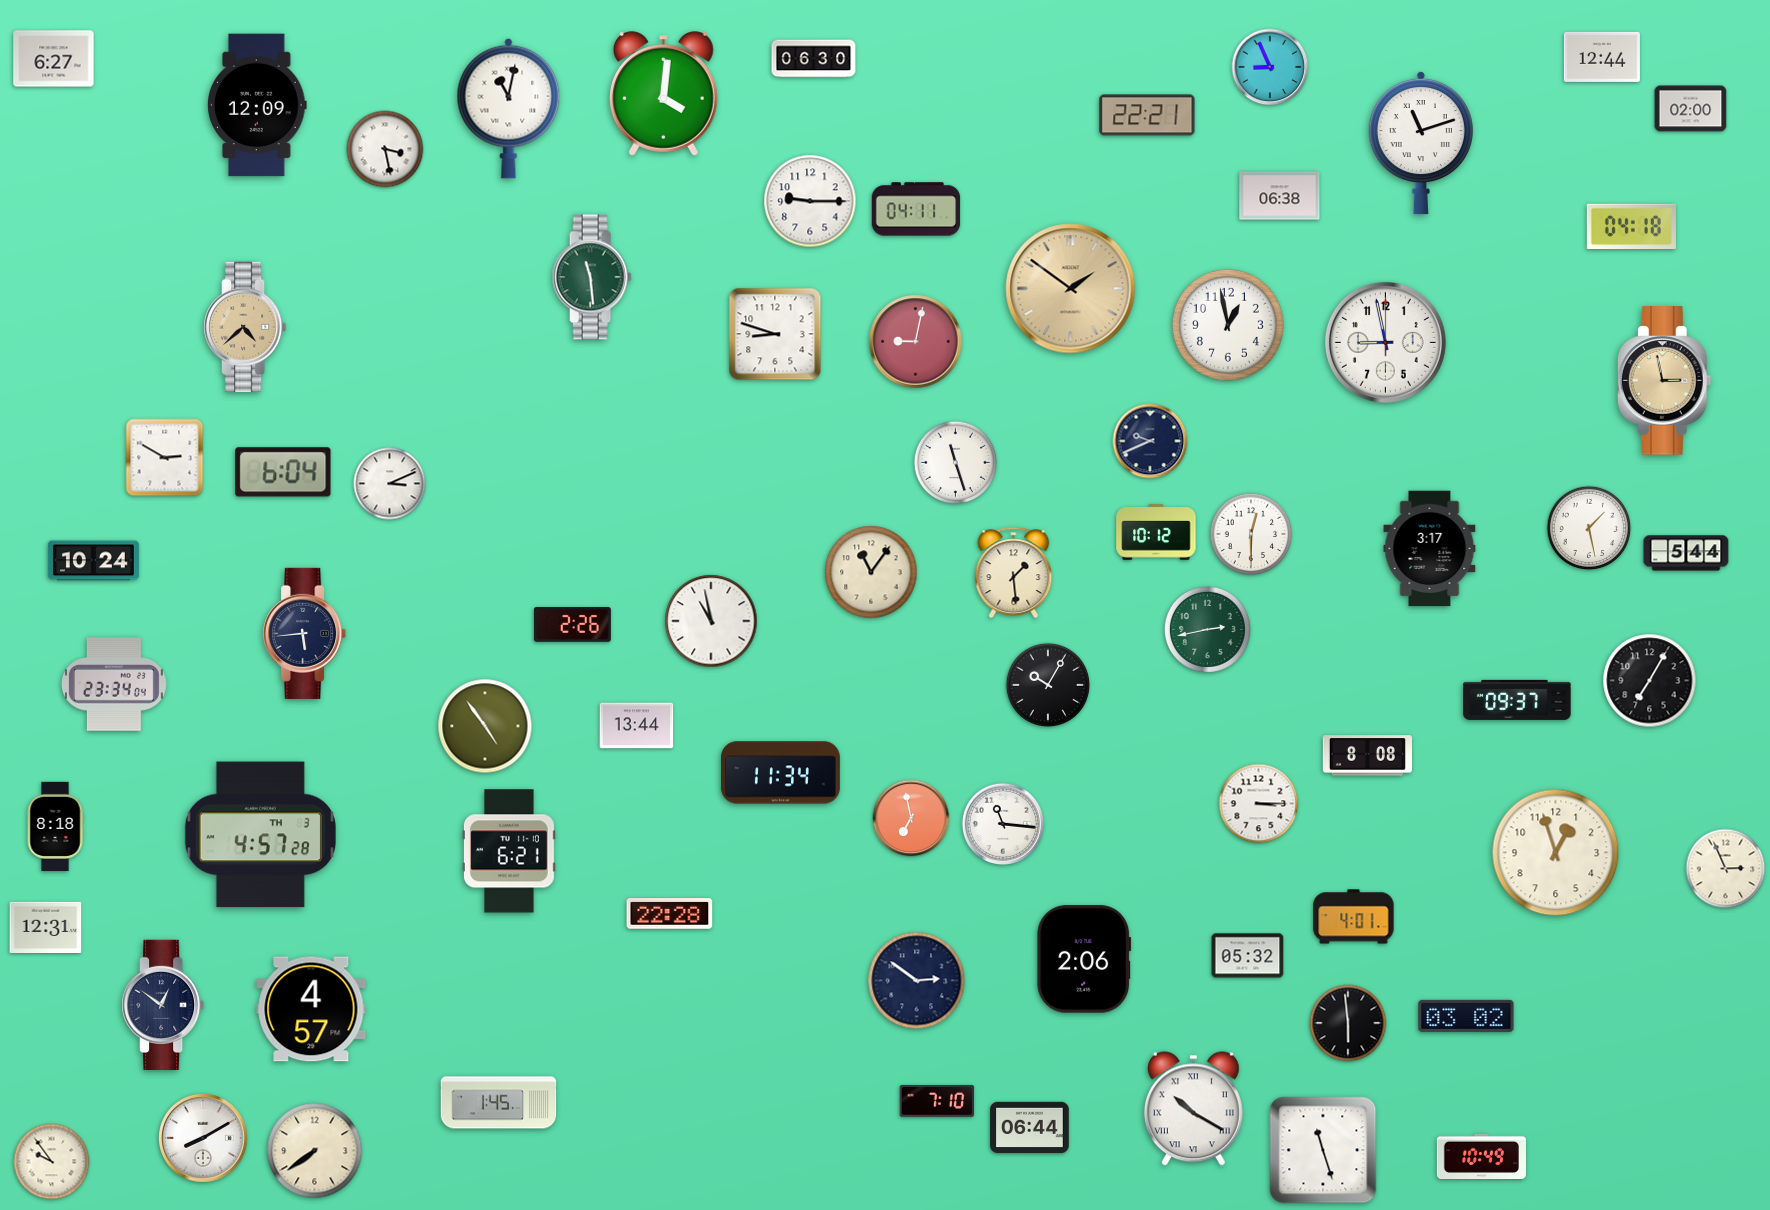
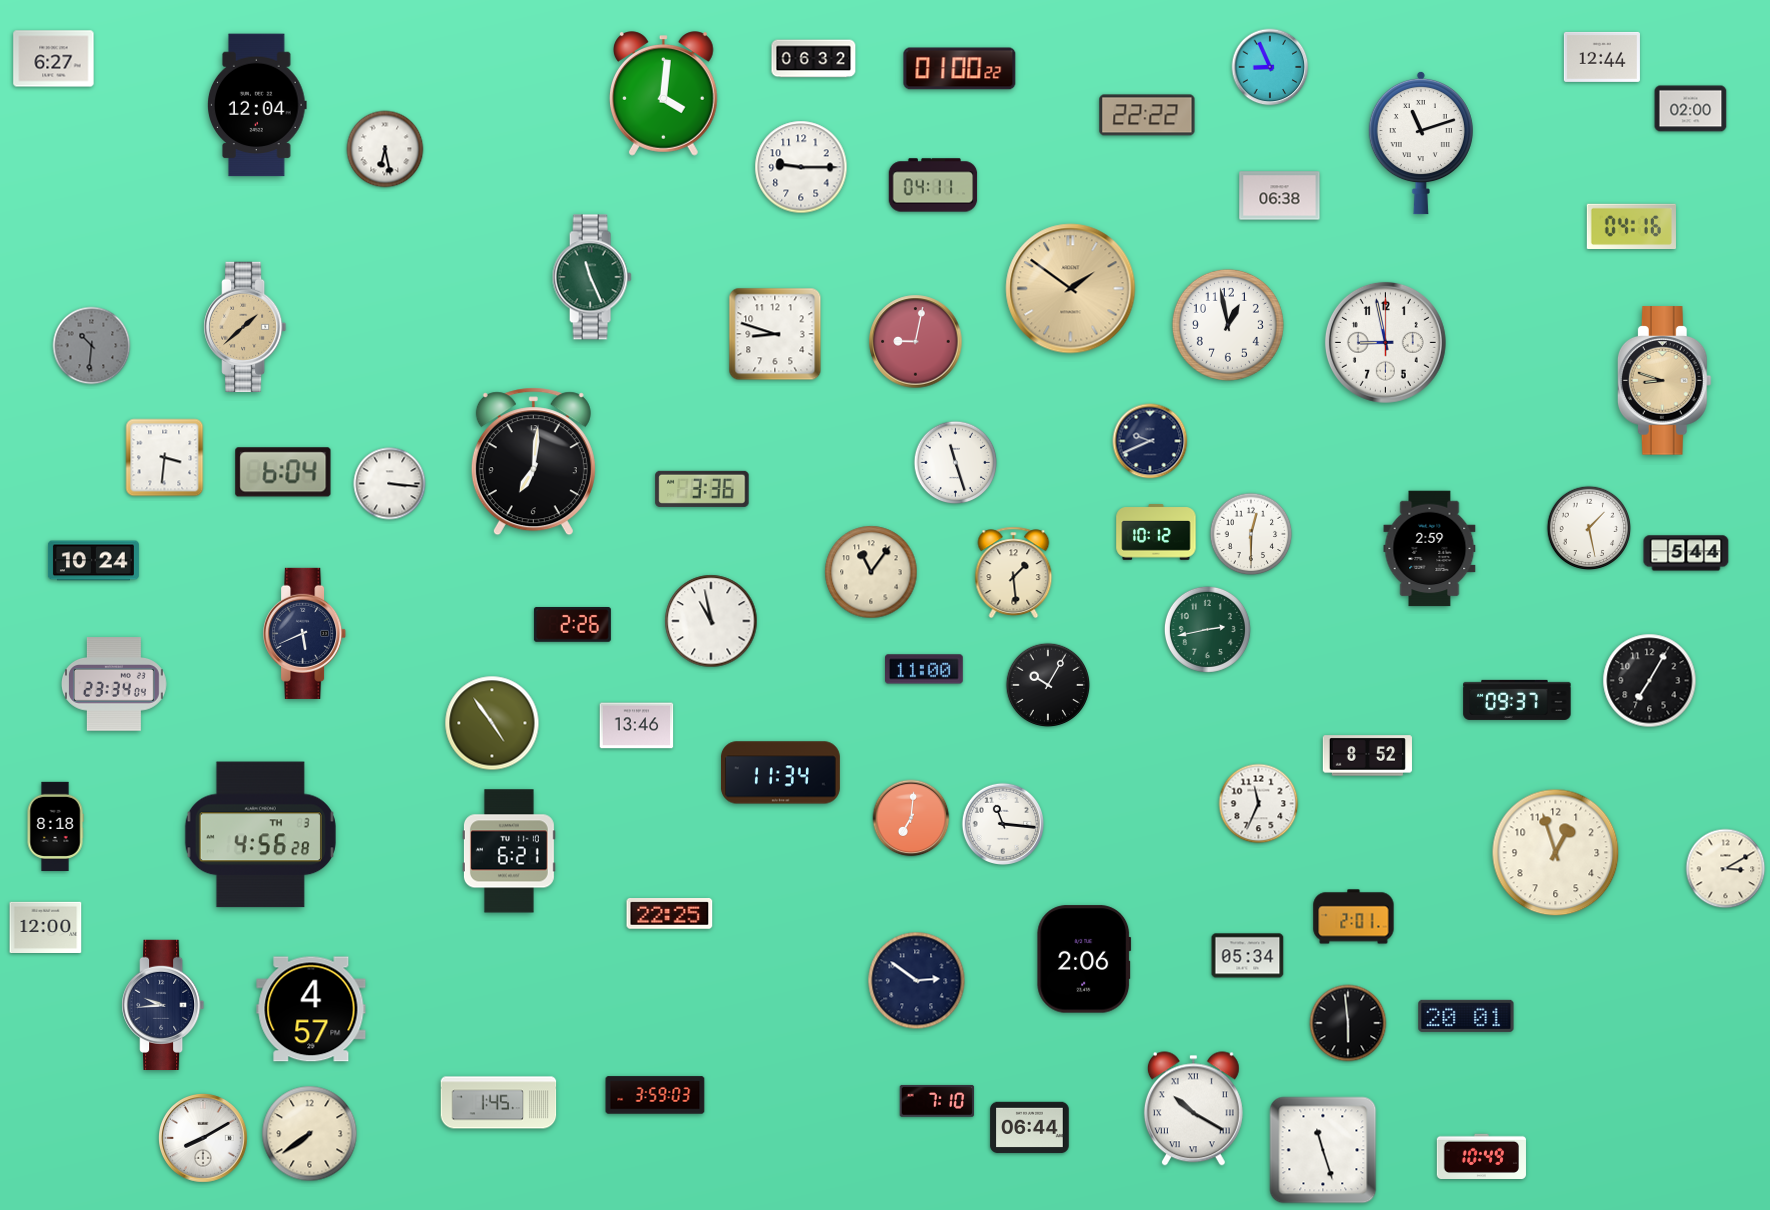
clock at (814, 59): 06:30 -> 06:32
clock at (960, 69): none -> 01:00
clock at (258, 105): 12:09 -> 12:04
clock at (509, 108): 11:02 -> none
clock at (1147, 115): 22:21 -> 22:22
clock at (385, 149): 3:28 -> 6:28
clock at (810, 201) position: (810, 201) -> (801, 167)
clock at (916, 209) position: (916, 209) -> (933, 185)
clock at (1631, 227): 04:18 -> 04:16
clock at (592, 277): 11:29 -> 11:26
clock at (246, 326): 4:38 -> 1:38
clock at (92, 346): none -> 10:31
clock at (1664, 381): 2:58 -> 8:48
clock at (165, 458): 2:50 -> 3:31
clock at (533, 462): none -> 7:01
clock at (390, 484): 3:11 -> 3:16
clock at (702, 489): none -> 3:36
clock at (1430, 549): 3:17 -> 2:59
clock at (305, 633): 5:44 -> 5:41
clock at (925, 669): none -> 11:00
clock at (485, 726) position: (485, 726) -> (492, 723)
clock at (637, 726): 13:44 -> 13:46
clock at (1367, 756): 8:08 -> 8:52
clock at (1259, 804): 3:15 -> 11:34
clock at (911, 818): 6:58 -> 7:01
clock at (260, 835): 4:57 -> 4:56
clock at (1726, 869): 2:56 -> 3:10
clock at (670, 914): 22:28 -> 22:25
clock at (1354, 917): 4:01 -> 2:01
clock at (46, 927): 12:31 -> 12:00
clock at (1248, 956): 05:32 -> 05:34
clock at (164, 1004): 12:51 -> 9:44
clock at (1466, 1016): 03:02 -> 20:01
clock at (655, 1095): none -> 3:59
clock at (315, 1151) position: (315, 1151) -> (310, 1134)
clock at (52, 1162): 9:54 -> none
